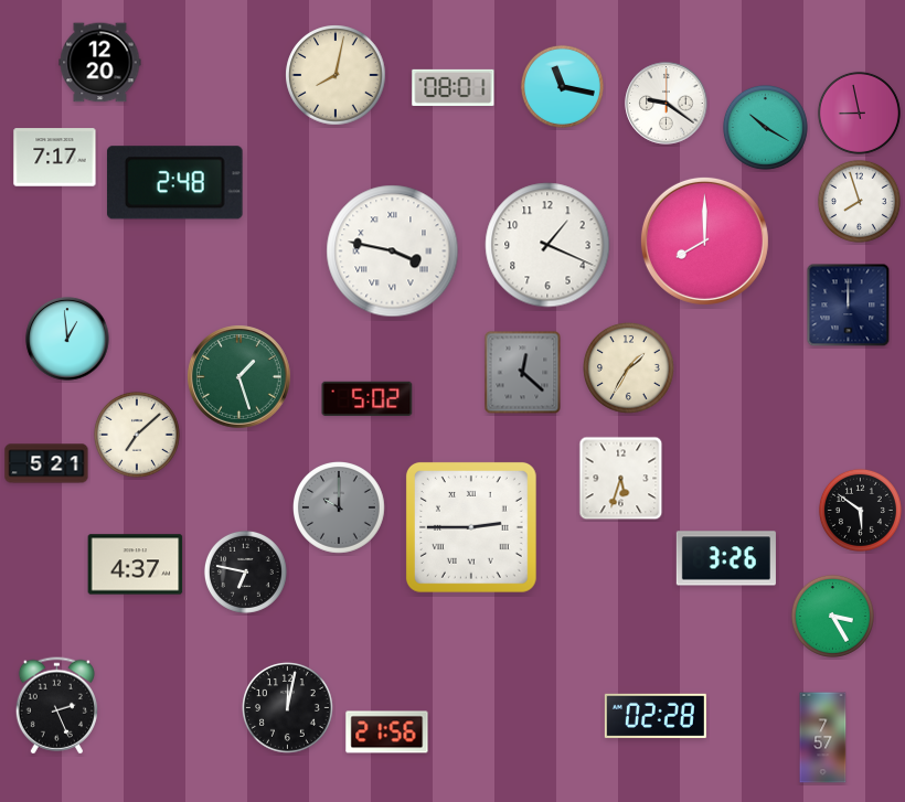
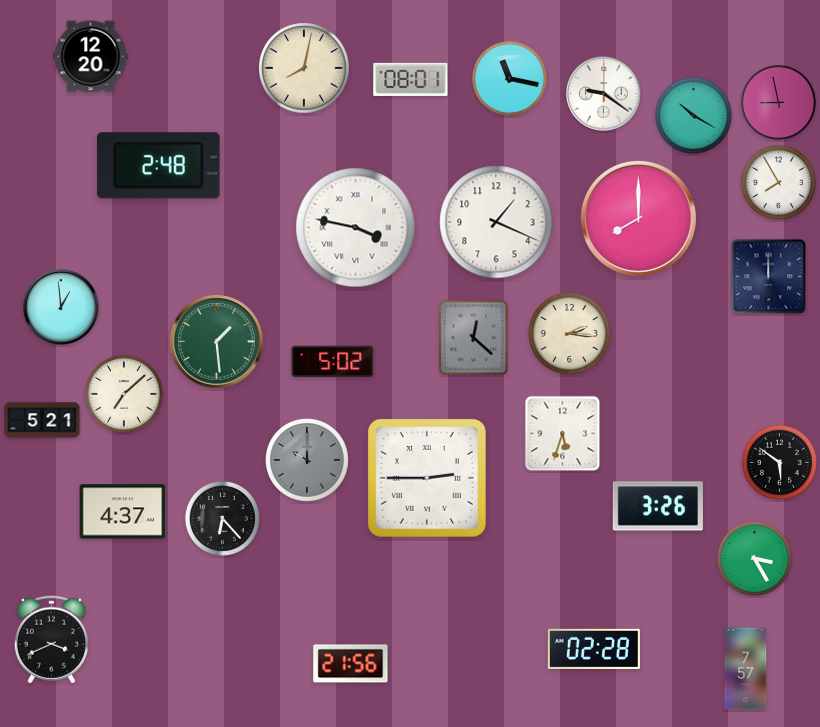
clock at (55, 158): 7:17 -> none
clock at (859, 201): 7:57 -> 7:55
clock at (629, 368): 1:35 -> 2:16
clock at (239, 377): 1:27 -> 1:29
clock at (245, 571): 6:47 -> 6:23
clock at (56, 706): 2:26 -> 3:41
clock at (288, 708): 12:02 -> none
